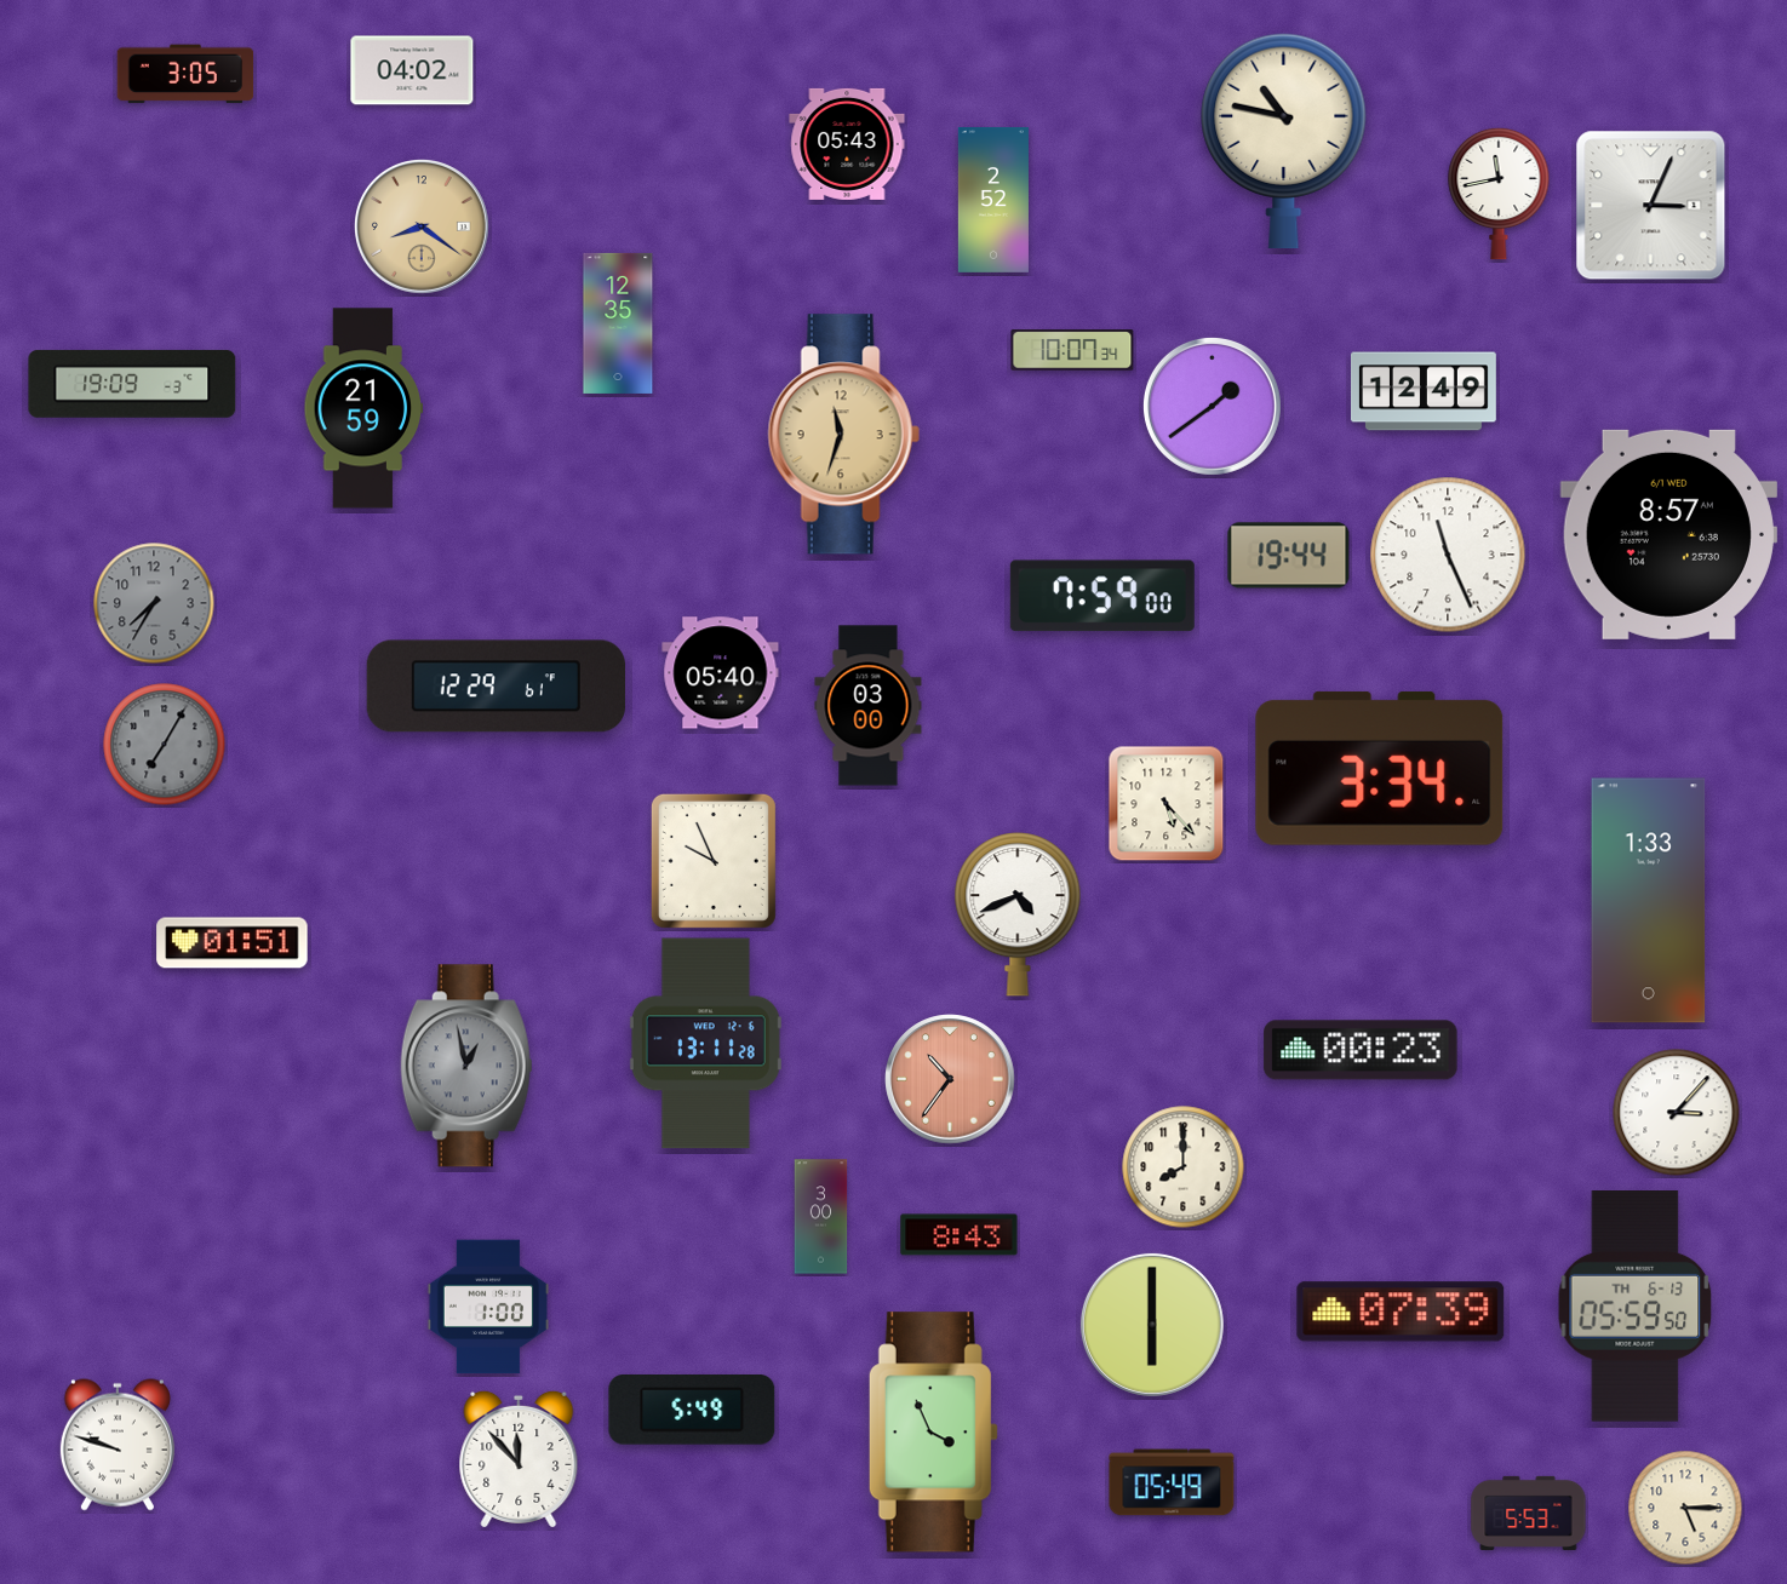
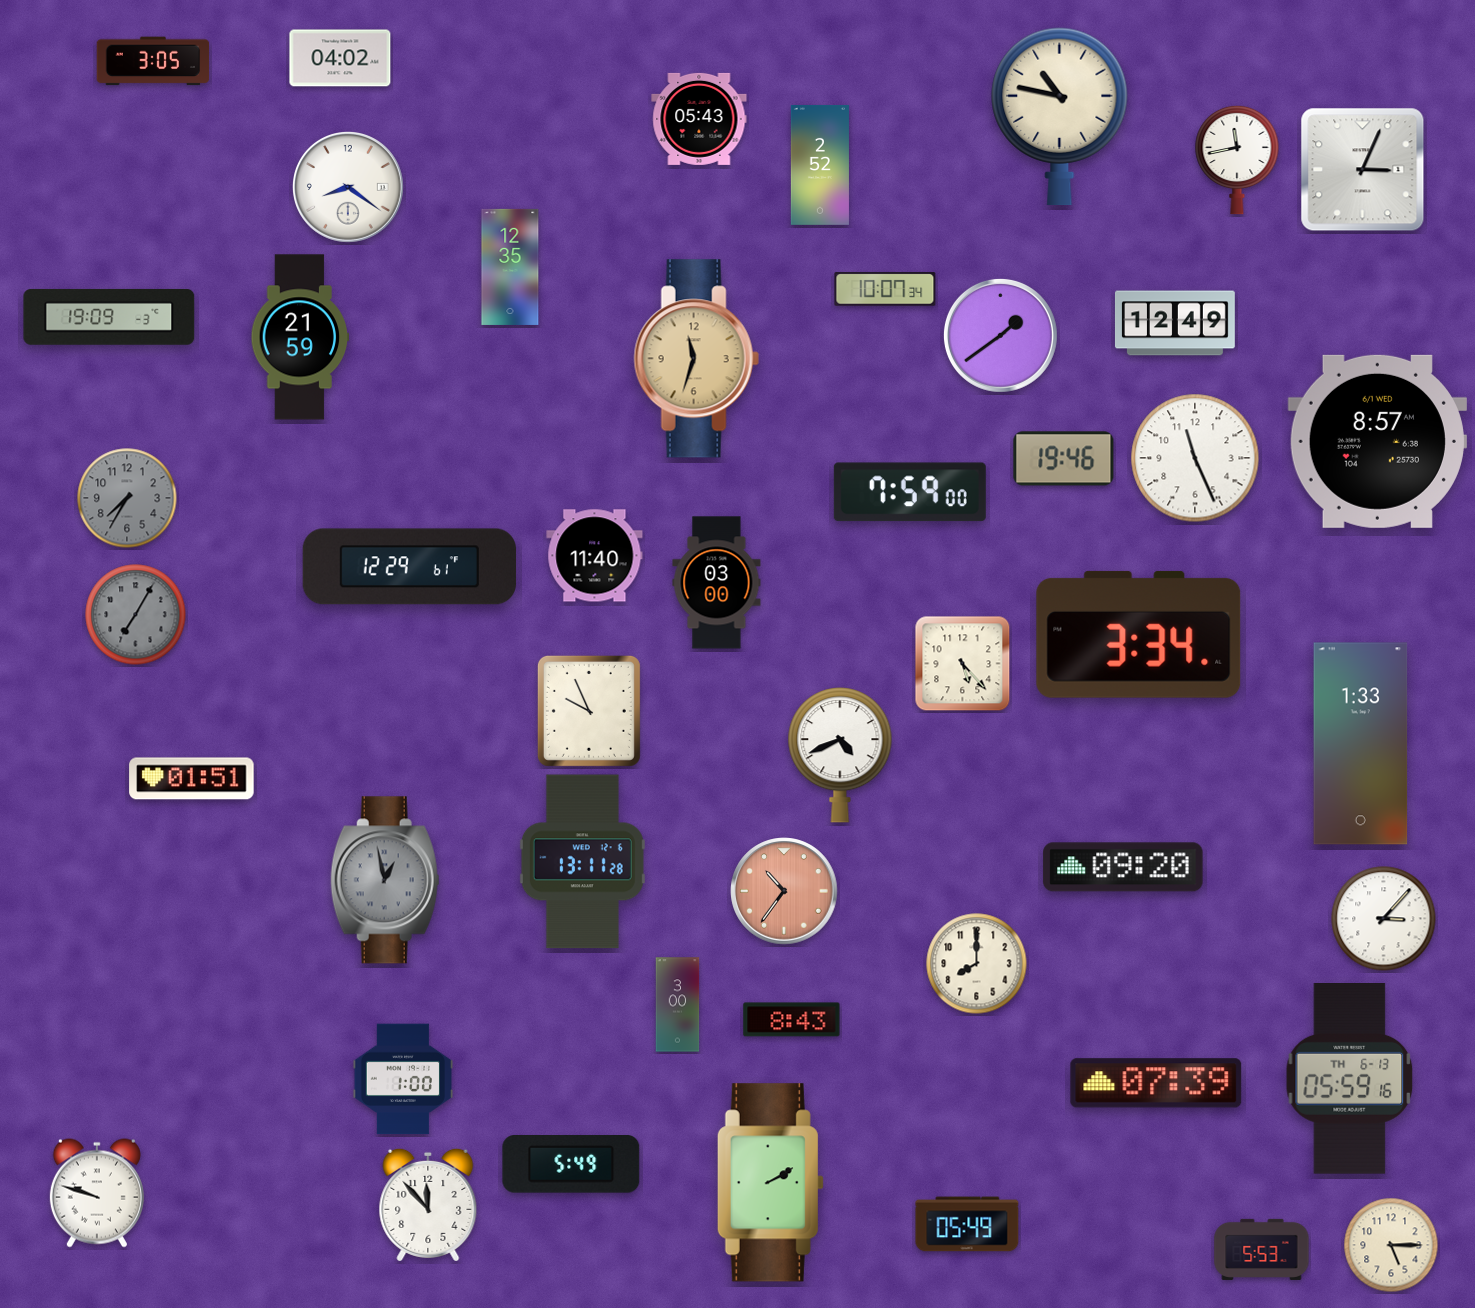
clock at (423, 228) dial: champagne -> white
clock at (1289, 556): 19:44 -> 19:46
clock at (721, 673): 05:40 -> 11:40
clock at (1361, 1050): 00:23 -> 09:20
clock at (1636, 1307): 05:59:50 -> 05:59:16
clock at (1152, 1325): 6:00 -> none
clock at (933, 1433): 3:56 -> 2:10
